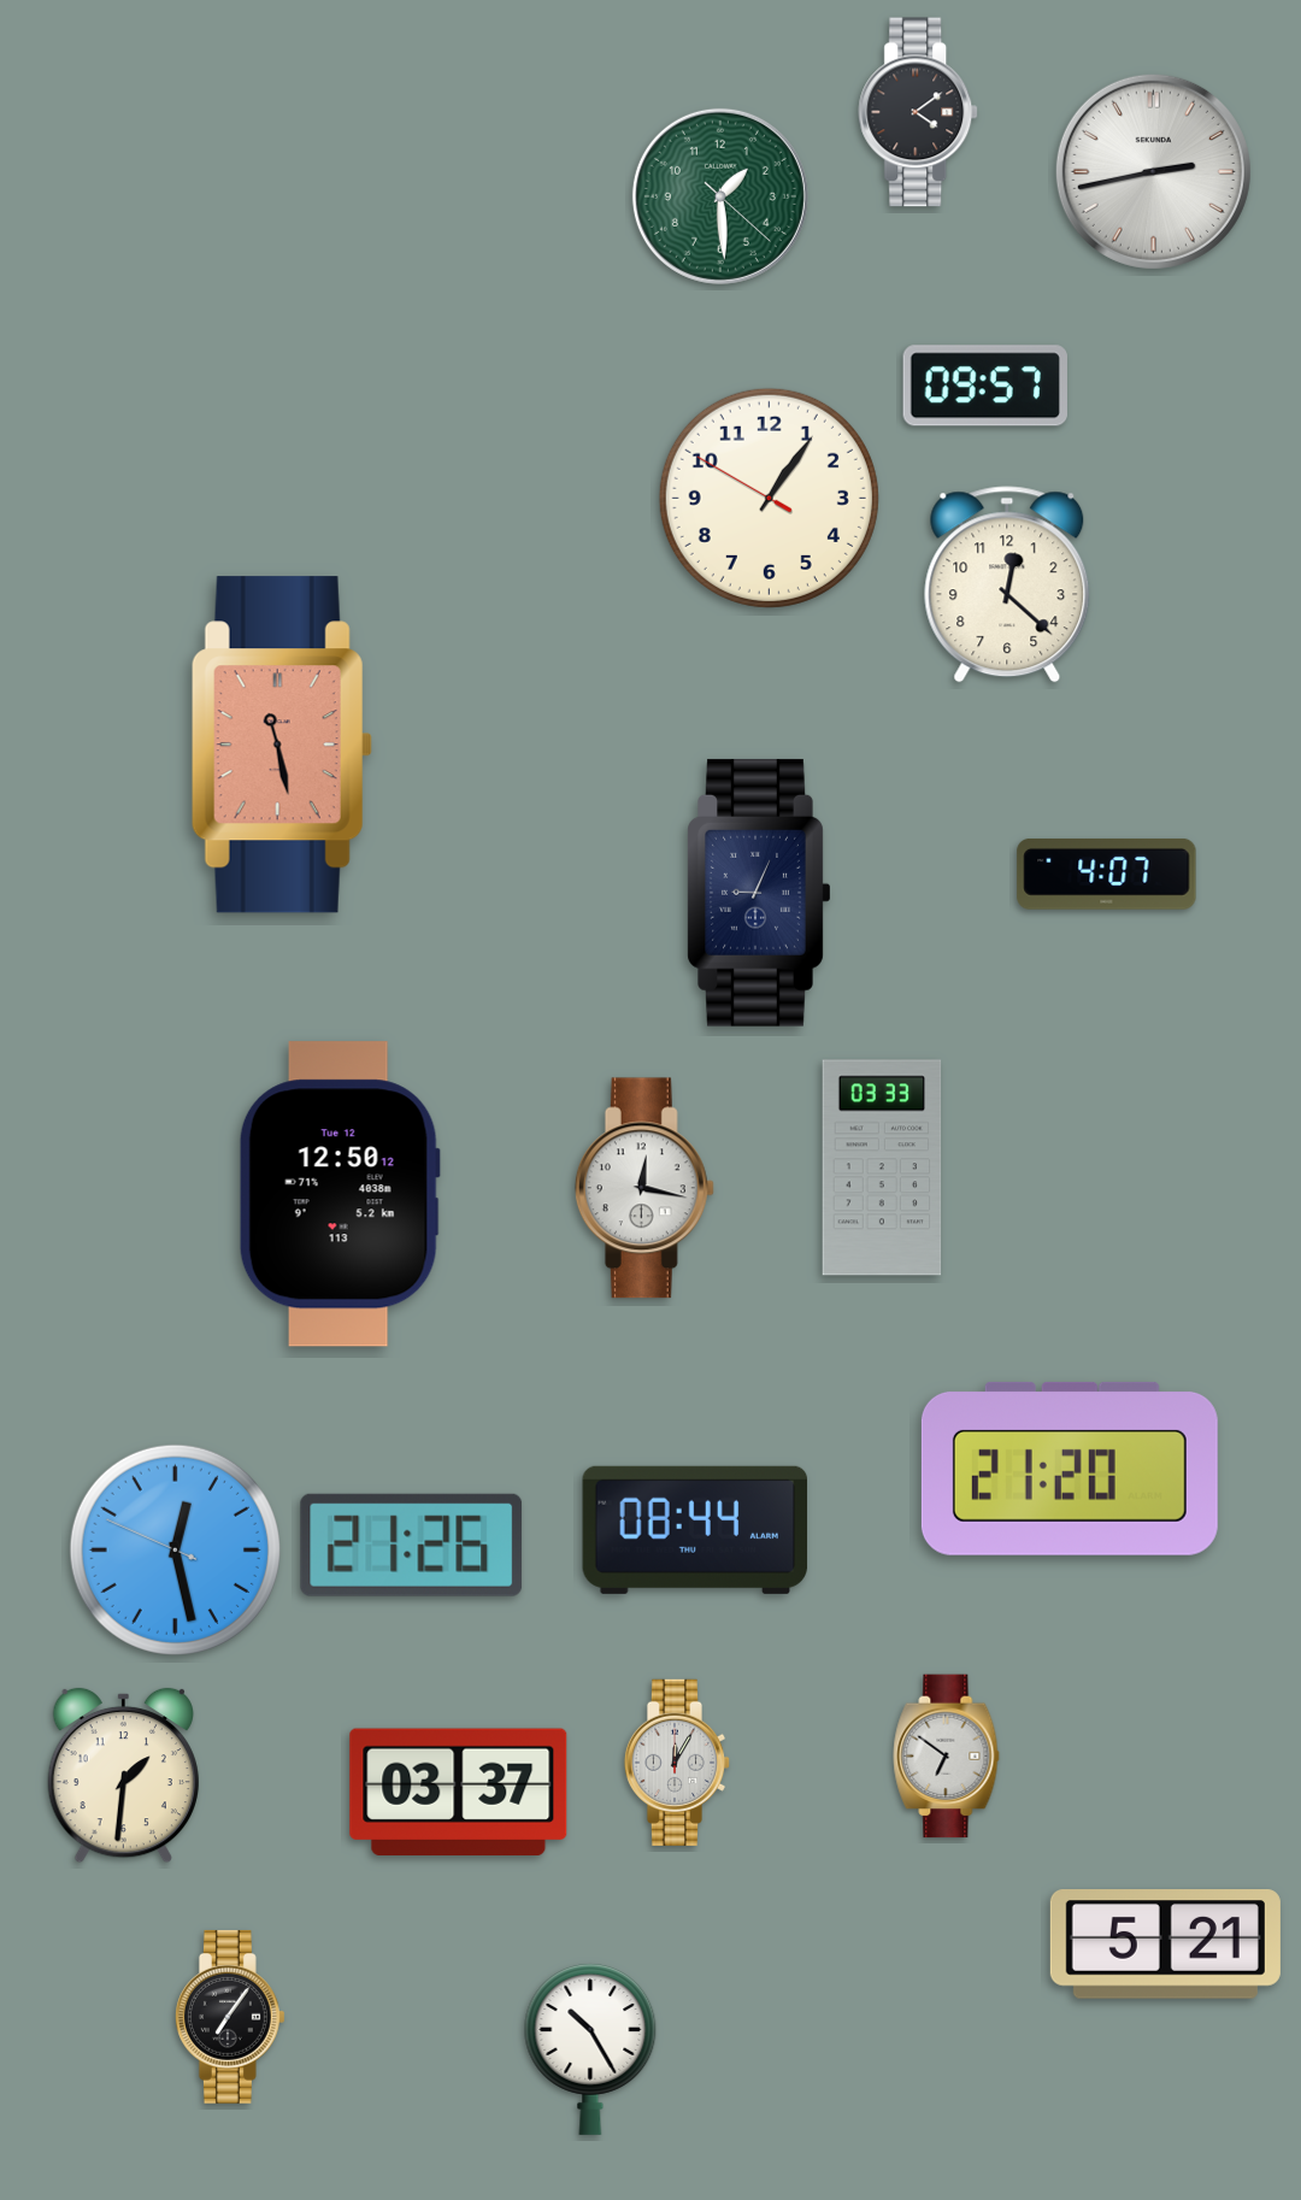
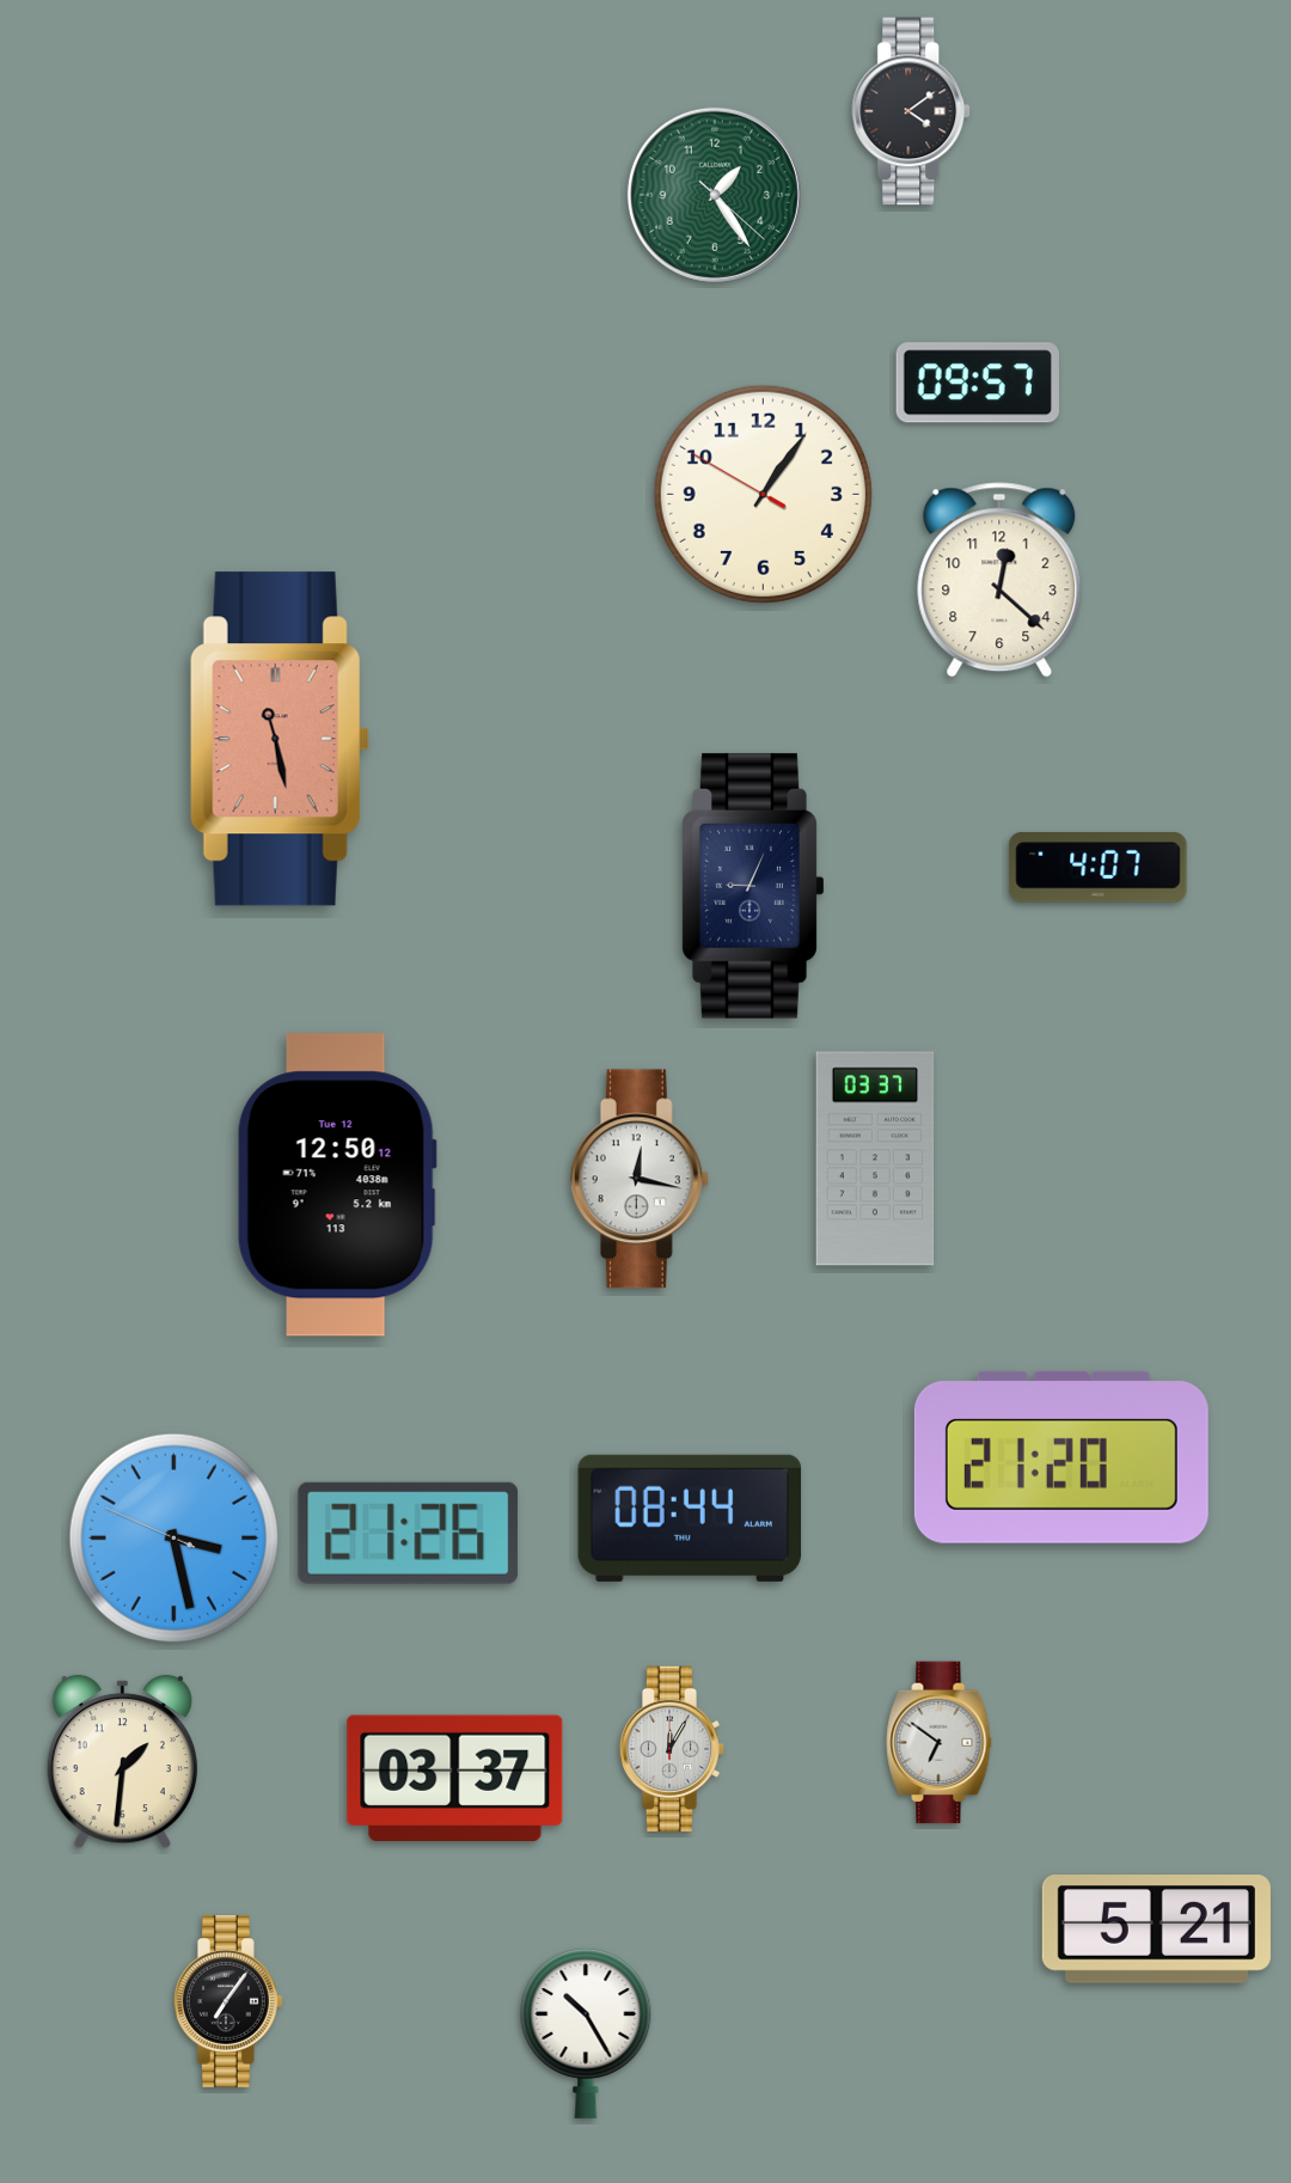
clock at (1153, 171): 2:43 -> none
clock at (720, 196): 1:29 -> 1:24
clock at (882, 1167): 03:33 -> 03:37
clock at (175, 1549): 12:27 -> 3:27
